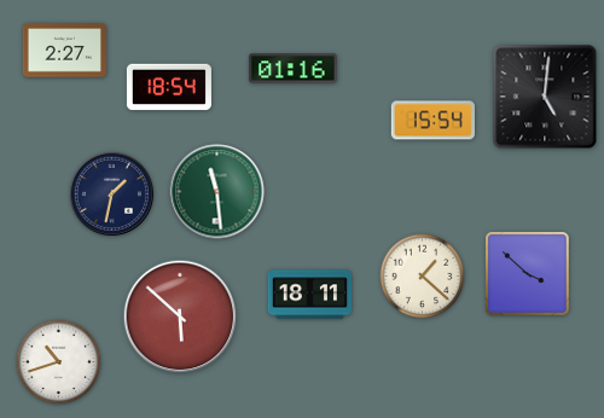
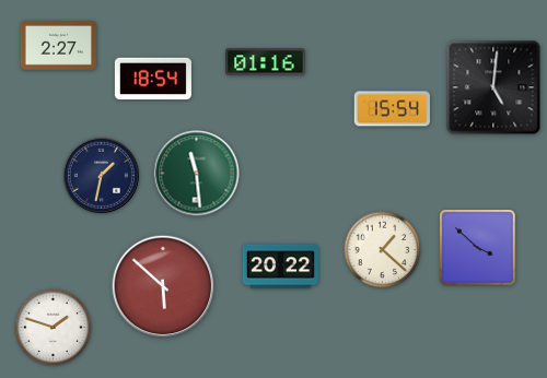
clock at (309, 295): 18:11 -> 20:22
clock at (59, 362): 10:42 -> 1:48
